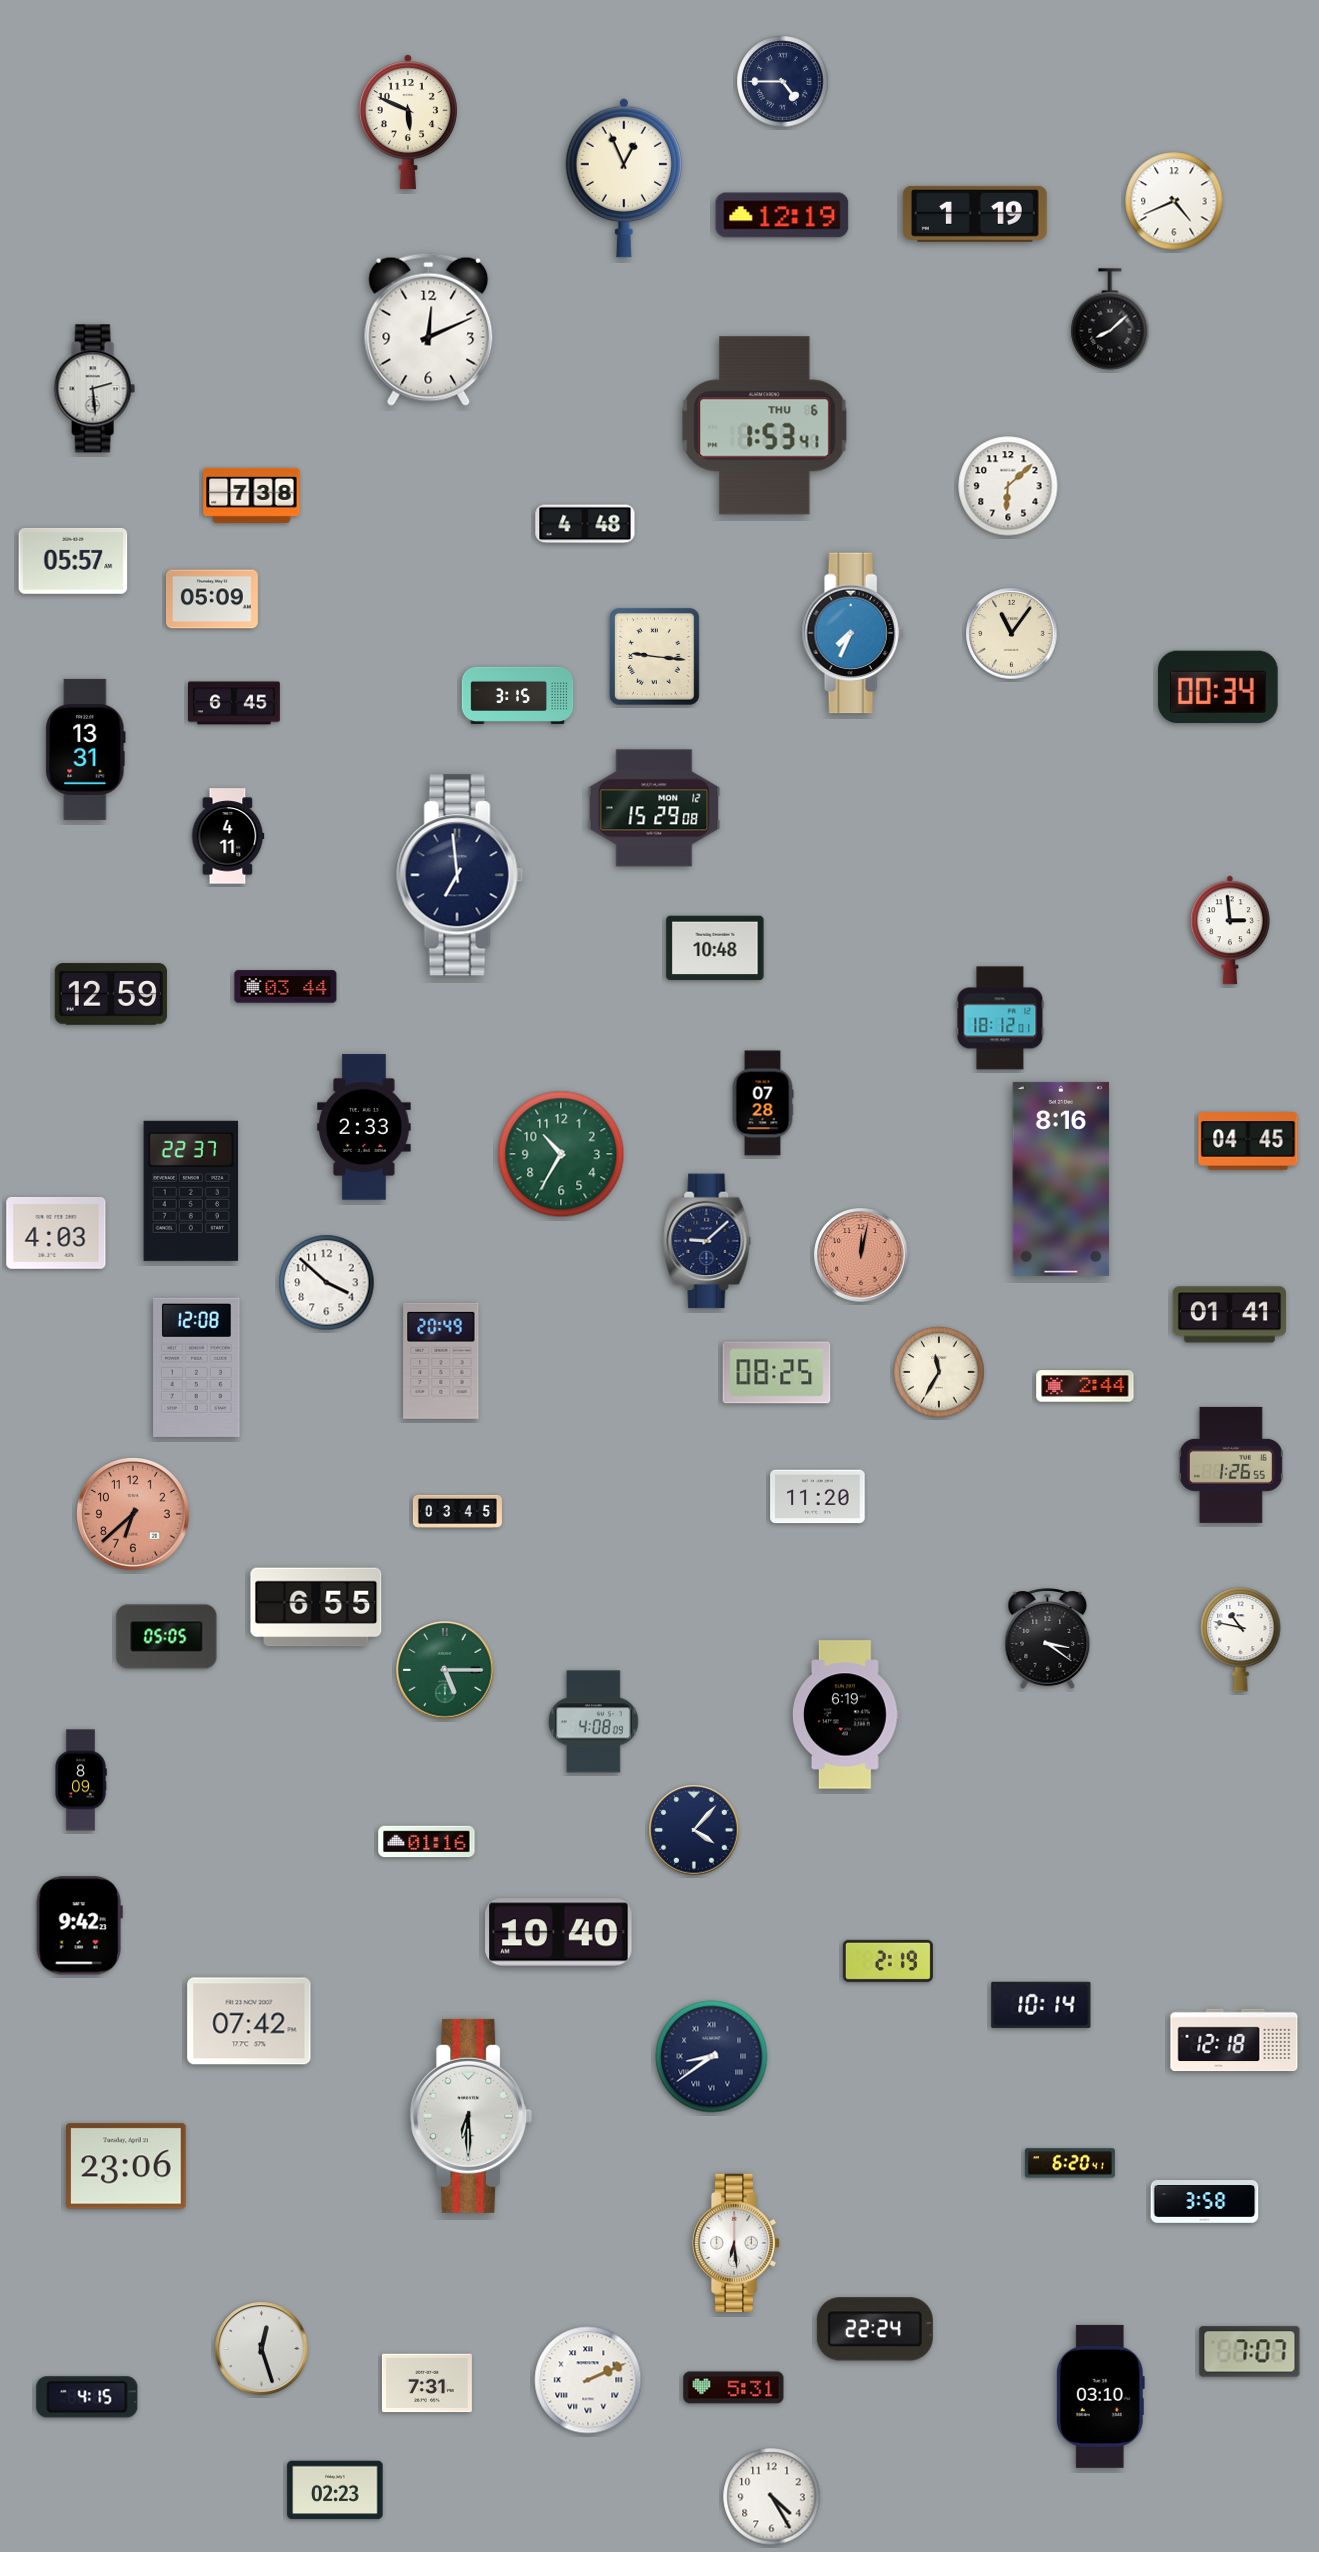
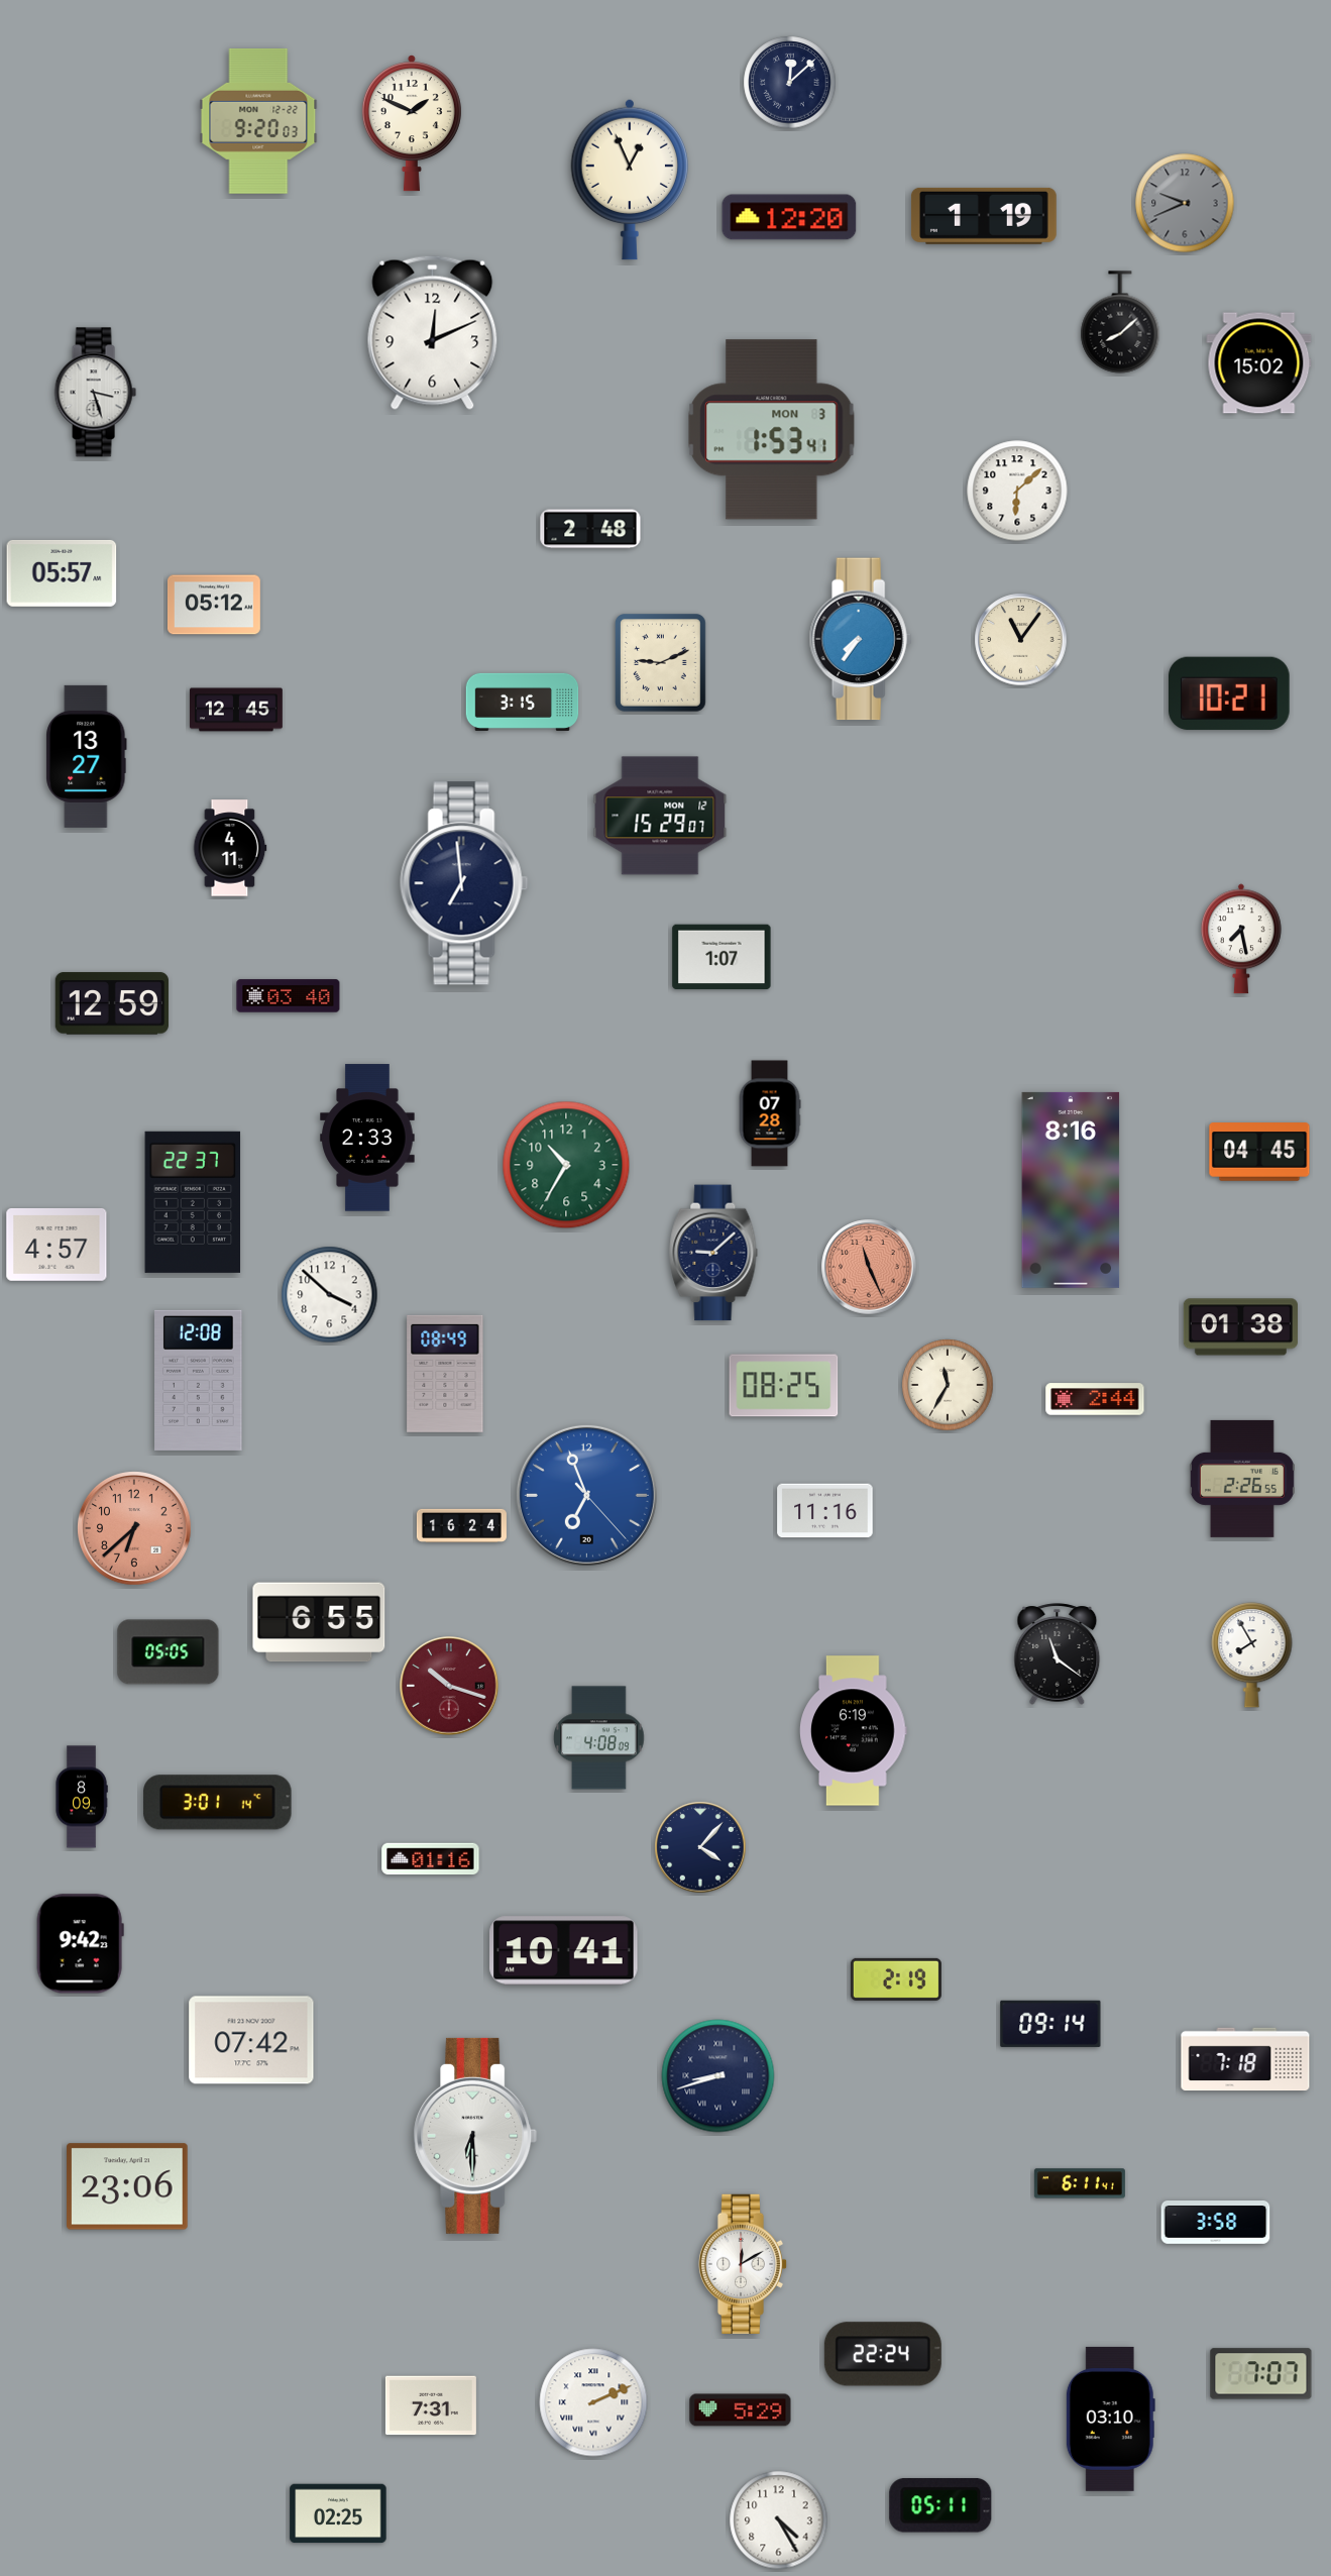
clock at (783, 82): 4:45 -> 12:08
clock at (258, 121): none -> 9:20
clock at (408, 122): 5:49 -> 1:49
clock at (1174, 201): 4:41 -> 9:41
clock at (1174, 201) dial: white -> grey
clock at (782, 215): 12:19 -> 12:20
clock at (1259, 363): none -> 15:02
clock at (94, 389): 2:29 -> 3:27
clock at (765, 426) date: THU 6 -> MON 3
clock at (252, 495): 7:38 -> none
clock at (585, 524): 4:48 -> 2:48
clock at (73, 561) position: (73, 561) -> (62, 573)
clock at (212, 599): 05:09 -> 05:12
clock at (853, 633): 7:34 -> 7:36
clock at (655, 657): 9:16 -> 9:11
clock at (1219, 687): 00:34 -> 10:21
clock at (235, 703): 6:45 -> 12:45
clock at (86, 749): 13:31 -> 13:27
clock at (654, 808): 15:29:08 -> 15:29:07
clock at (228, 836) position: (228, 836) -> (230, 848)
clock at (1230, 930): 2:59 -> 7:28
clock at (715, 948): 10:48 -> 1:07
clock at (286, 987): 03:44 -> 03:40
clock at (1000, 1018): 18:12 -> none
clock at (56, 1233): 4:03 -> 4:57
clock at (861, 1255): 12:02 -> 11:26
clock at (1229, 1315): 01:41 -> 01:38
clock at (441, 1361): 20:49 -> 08:49
clock at (1231, 1465): 1:26 -> 2:26
clock at (586, 1495): none -> 6:56
clock at (818, 1497): 11:20 -> 11:16
clock at (457, 1511): 03:45 -> 16:24
clock at (1048, 1639): 3:21 -> 11:21
clock at (1241, 1640): 10:47 -> 7:55
clock at (445, 1670): 5:15 -> 10:18
clock at (445, 1670) dial: green -> burgundy
clock at (218, 1803): none -> 3:01
clock at (559, 1933): 10:40 -> 10:41
clock at (1041, 2005): 10:14 -> 09:14
clock at (1234, 2040): 12:18 -> 7:18
clock at (712, 2057): 8:39 -> 8:42
clock at (1070, 2163): 6:20 -> 6:11
clock at (736, 2243): 6:29 -> 12:10
clock at (875, 2329) position: (875, 2329) -> (883, 2354)
clock at (262, 2349): 12:27 -> none
clock at (734, 2388): 5:31 -> 5:29
clock at (87, 2397): 4:15 -> none
clock at (940, 2505): none -> 05:11
clock at (335, 2490): 02:23 -> 02:25
